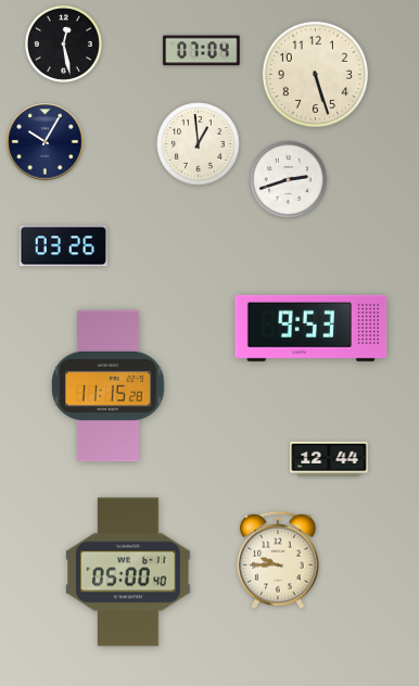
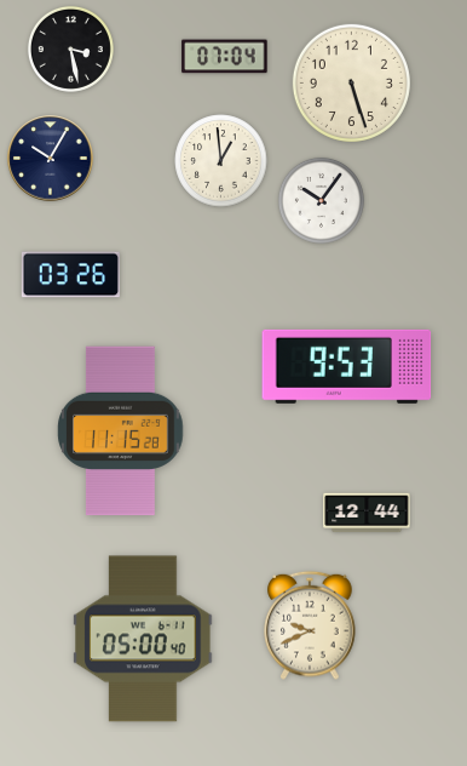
clock at (63, 43): 12:28 -> 3:28
clock at (288, 179): 2:42 -> 10:06
clock at (278, 560): 9:45 -> 9:41
